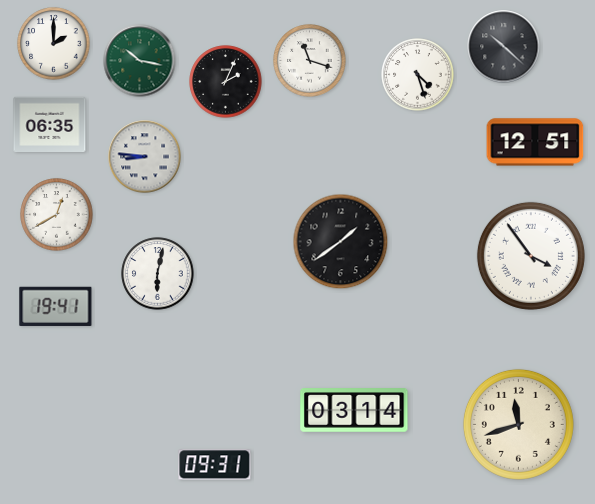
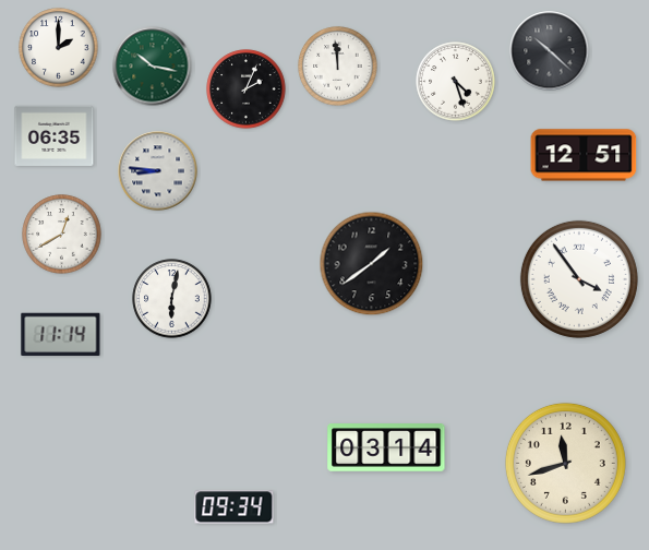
clock at (310, 61): 11:18 -> 11:59
clock at (56, 306): 19:41 -> 11:14
clock at (215, 465): 09:31 -> 09:34
